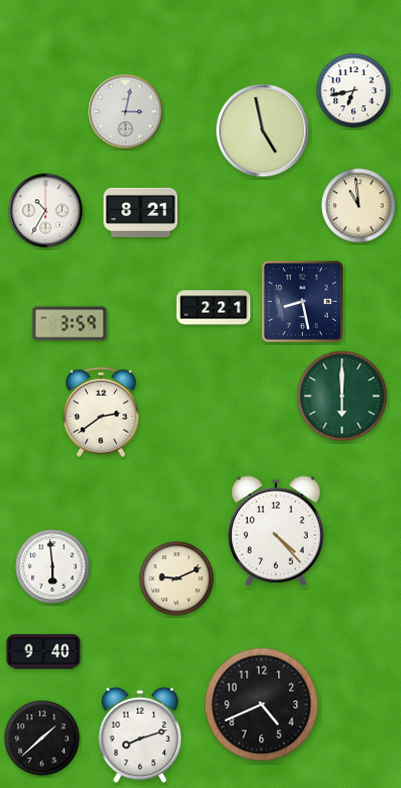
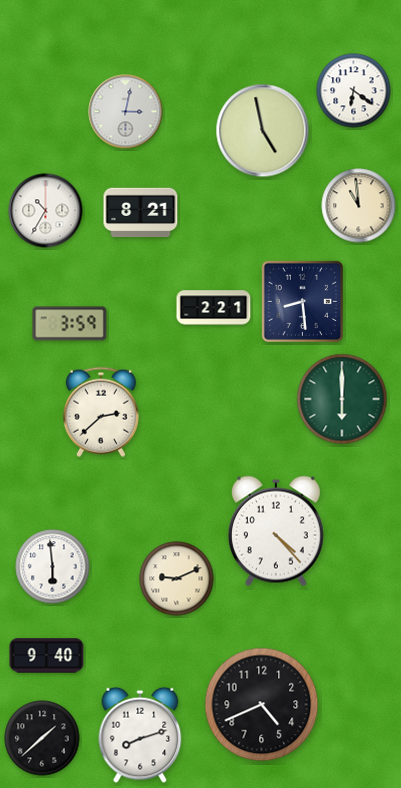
clock at (354, 91): 6:43 -> 6:21
clock at (302, 301): 8:28 -> 8:29
clock at (342, 396) position: (342, 396) -> (342, 399)
clock at (101, 412): 2:39 -> 2:38
clock at (44, 652) position: (44, 652) -> (47, 656)
